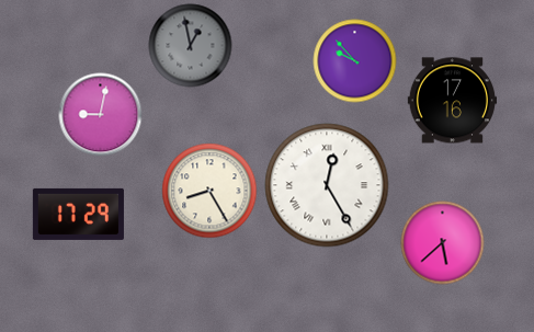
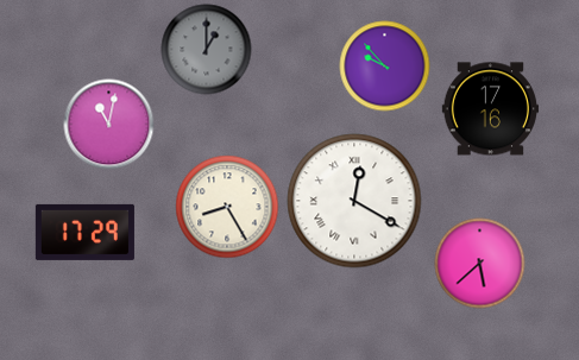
clock at (191, 46): 12:58 -> 1:00
clock at (101, 115): 9:02 -> 11:02
clock at (327, 185): 12:25 -> 12:20
